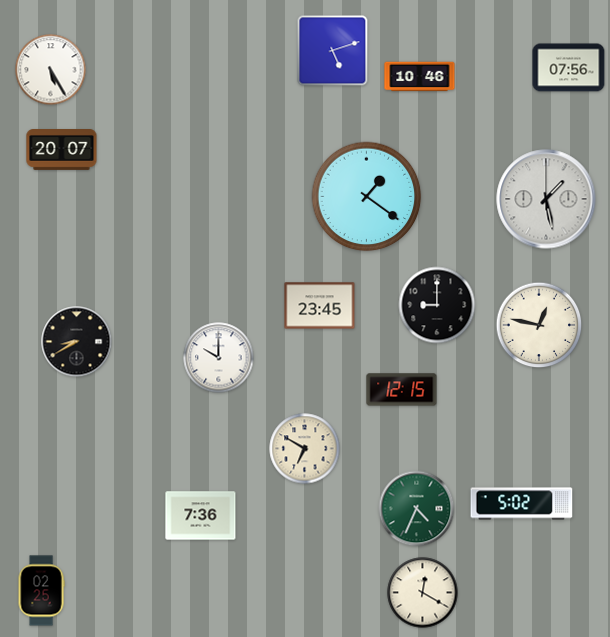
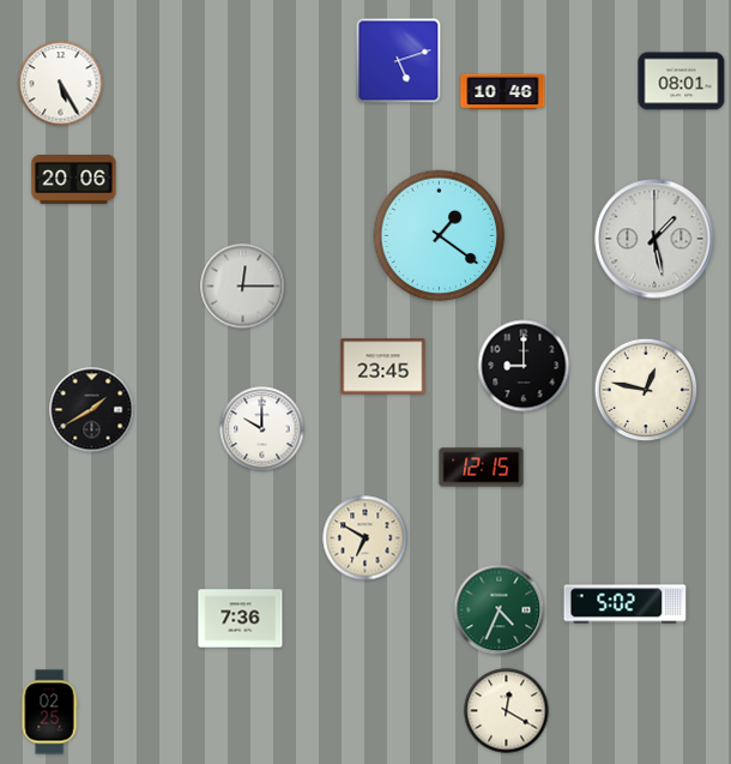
clock at (569, 68): 07:56 -> 08:01
clock at (62, 150): 20:07 -> 20:06
clock at (243, 287): none -> 12:15
clock at (77, 342): 8:40 -> 1:40
clock at (41, 591) position: (41, 591) -> (49, 712)
